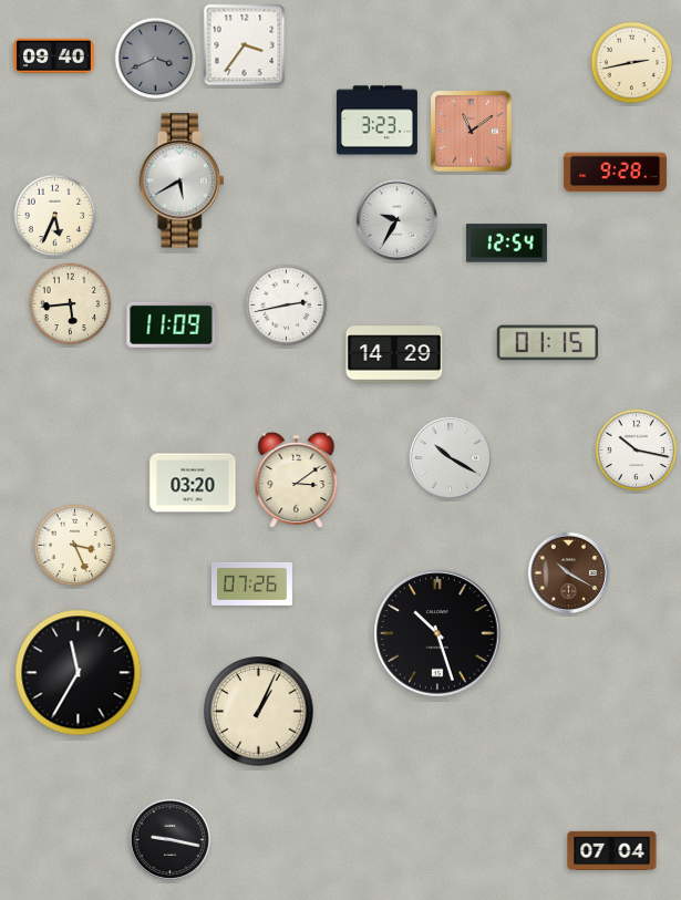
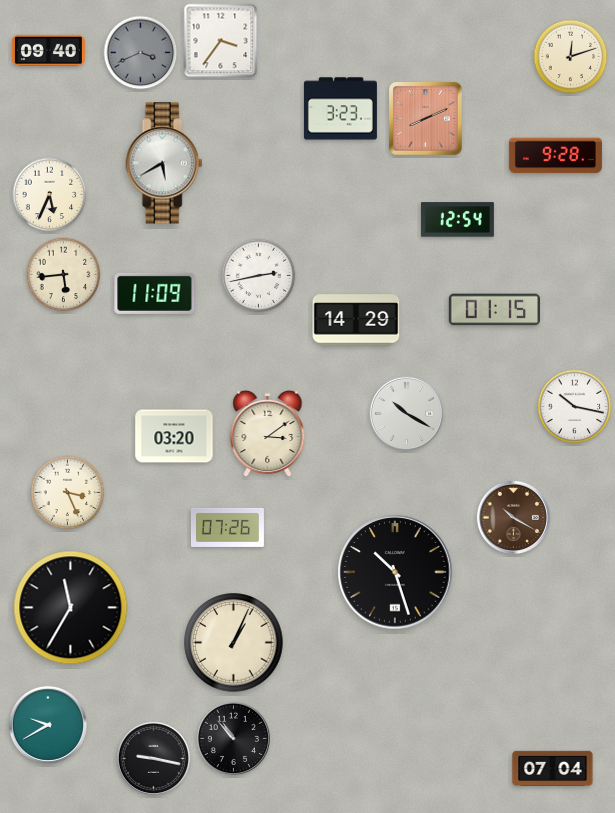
clock at (632, 63): 2:43 -> 12:12
clock at (472, 132): 11:09 -> 8:11
clock at (396, 219): 9:35 -> none
clock at (48, 725): none -> 9:40
clock at (233, 738): none -> 10:53
